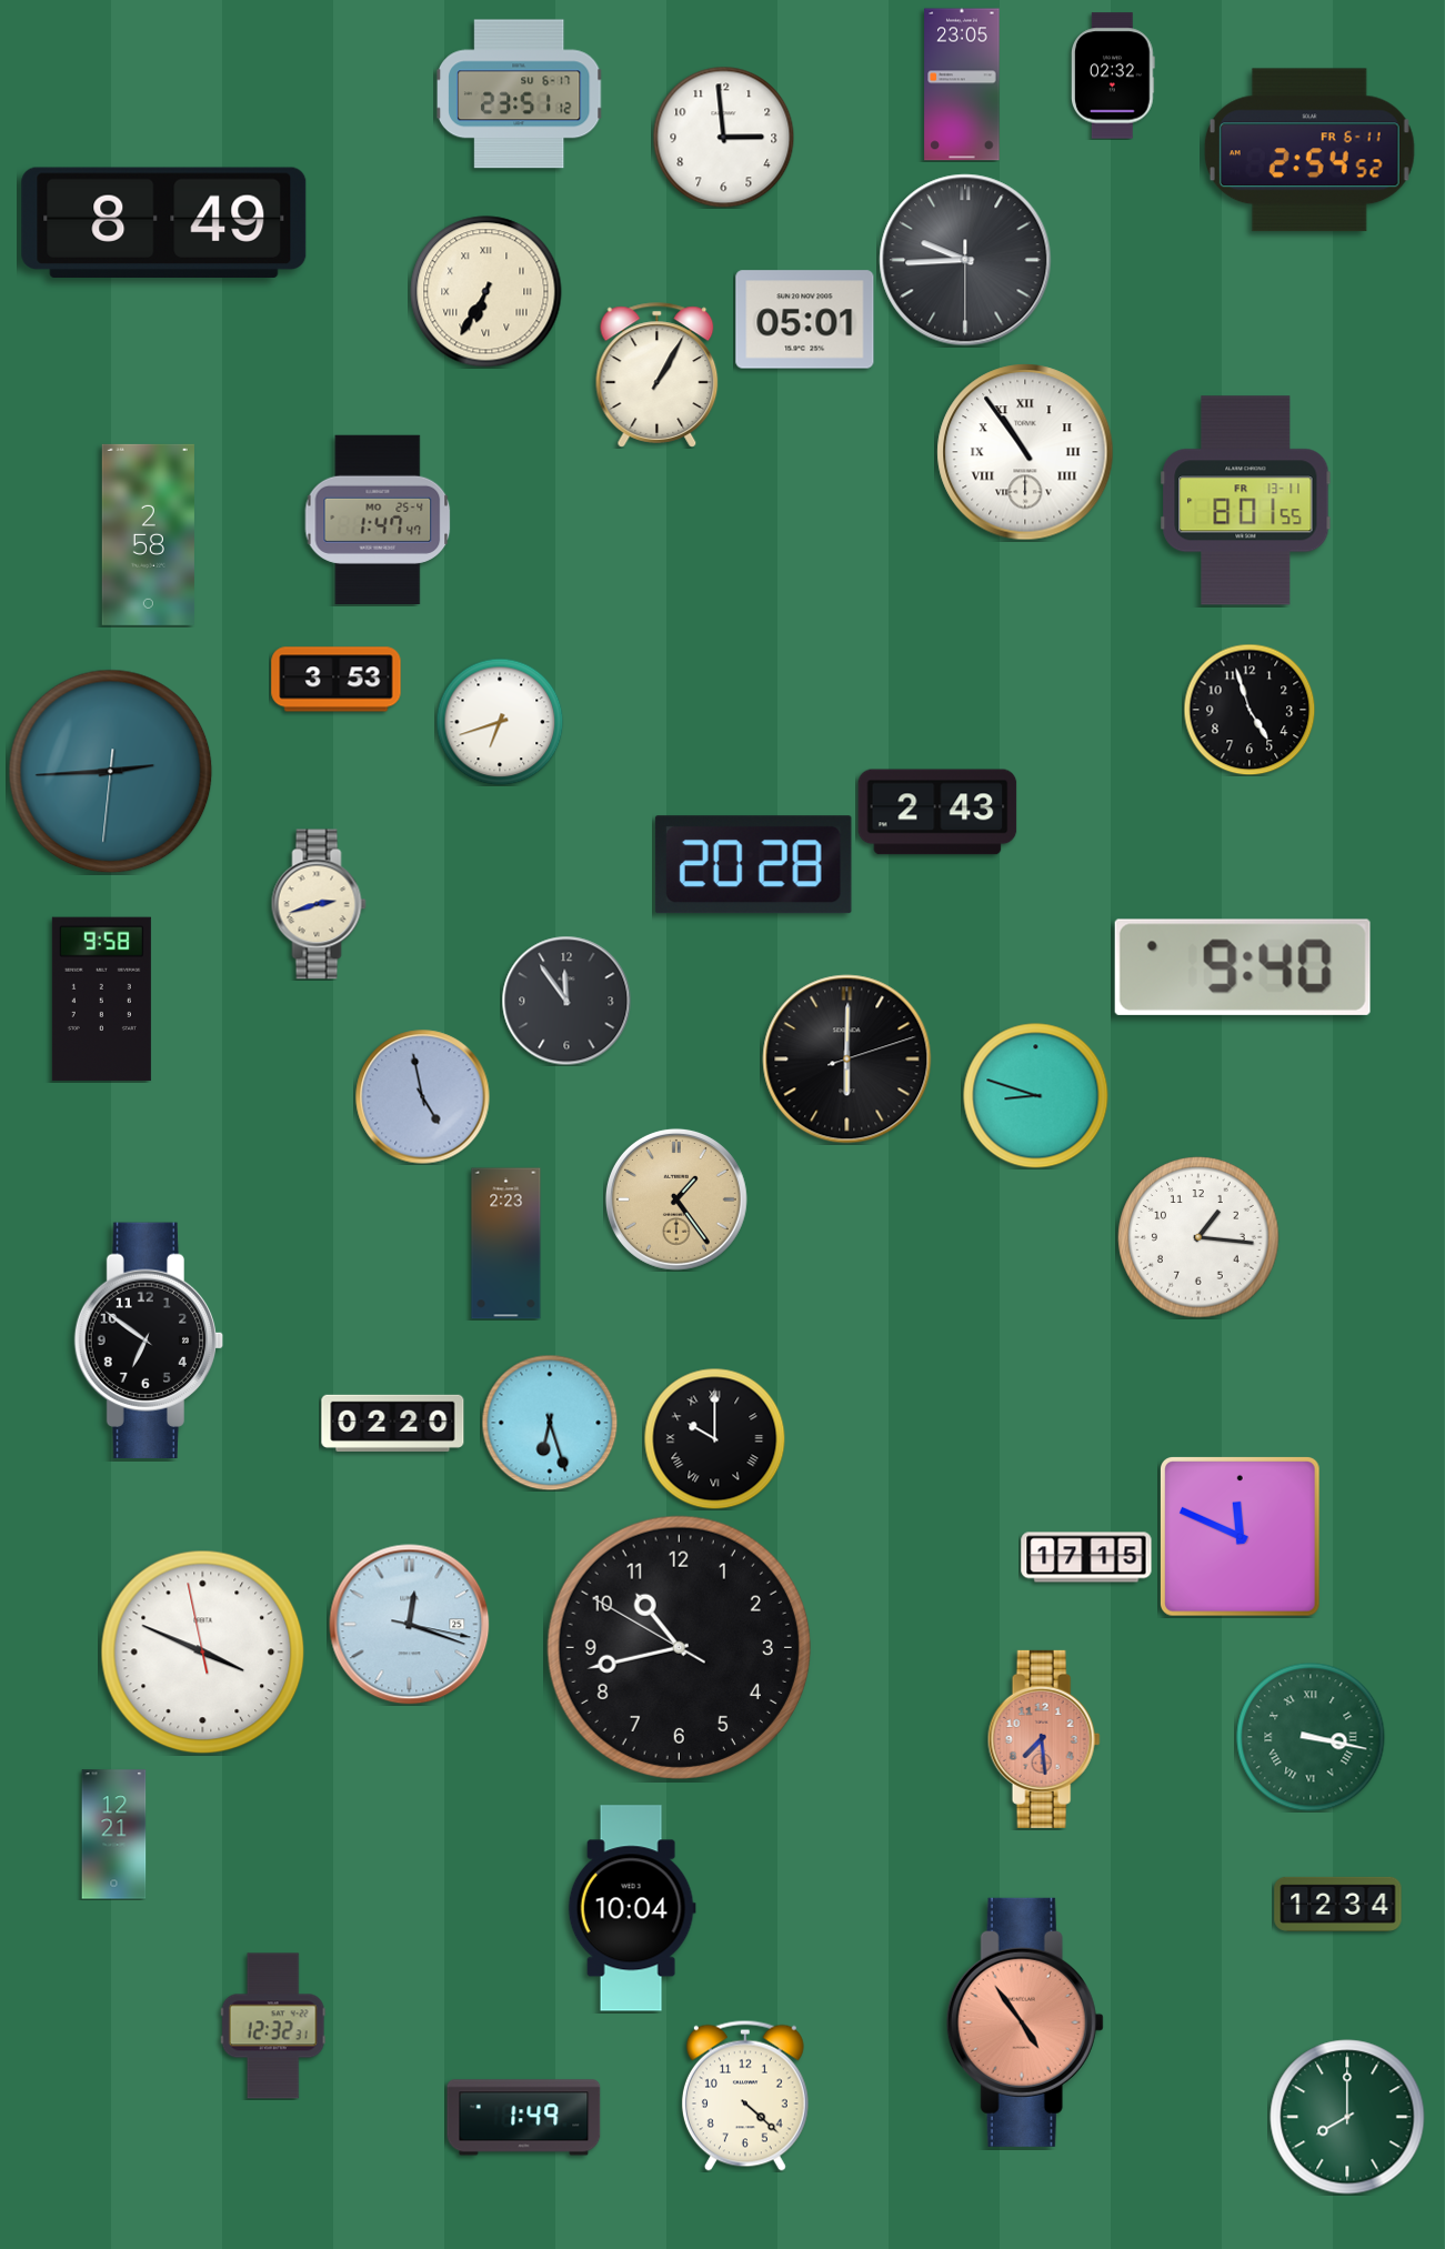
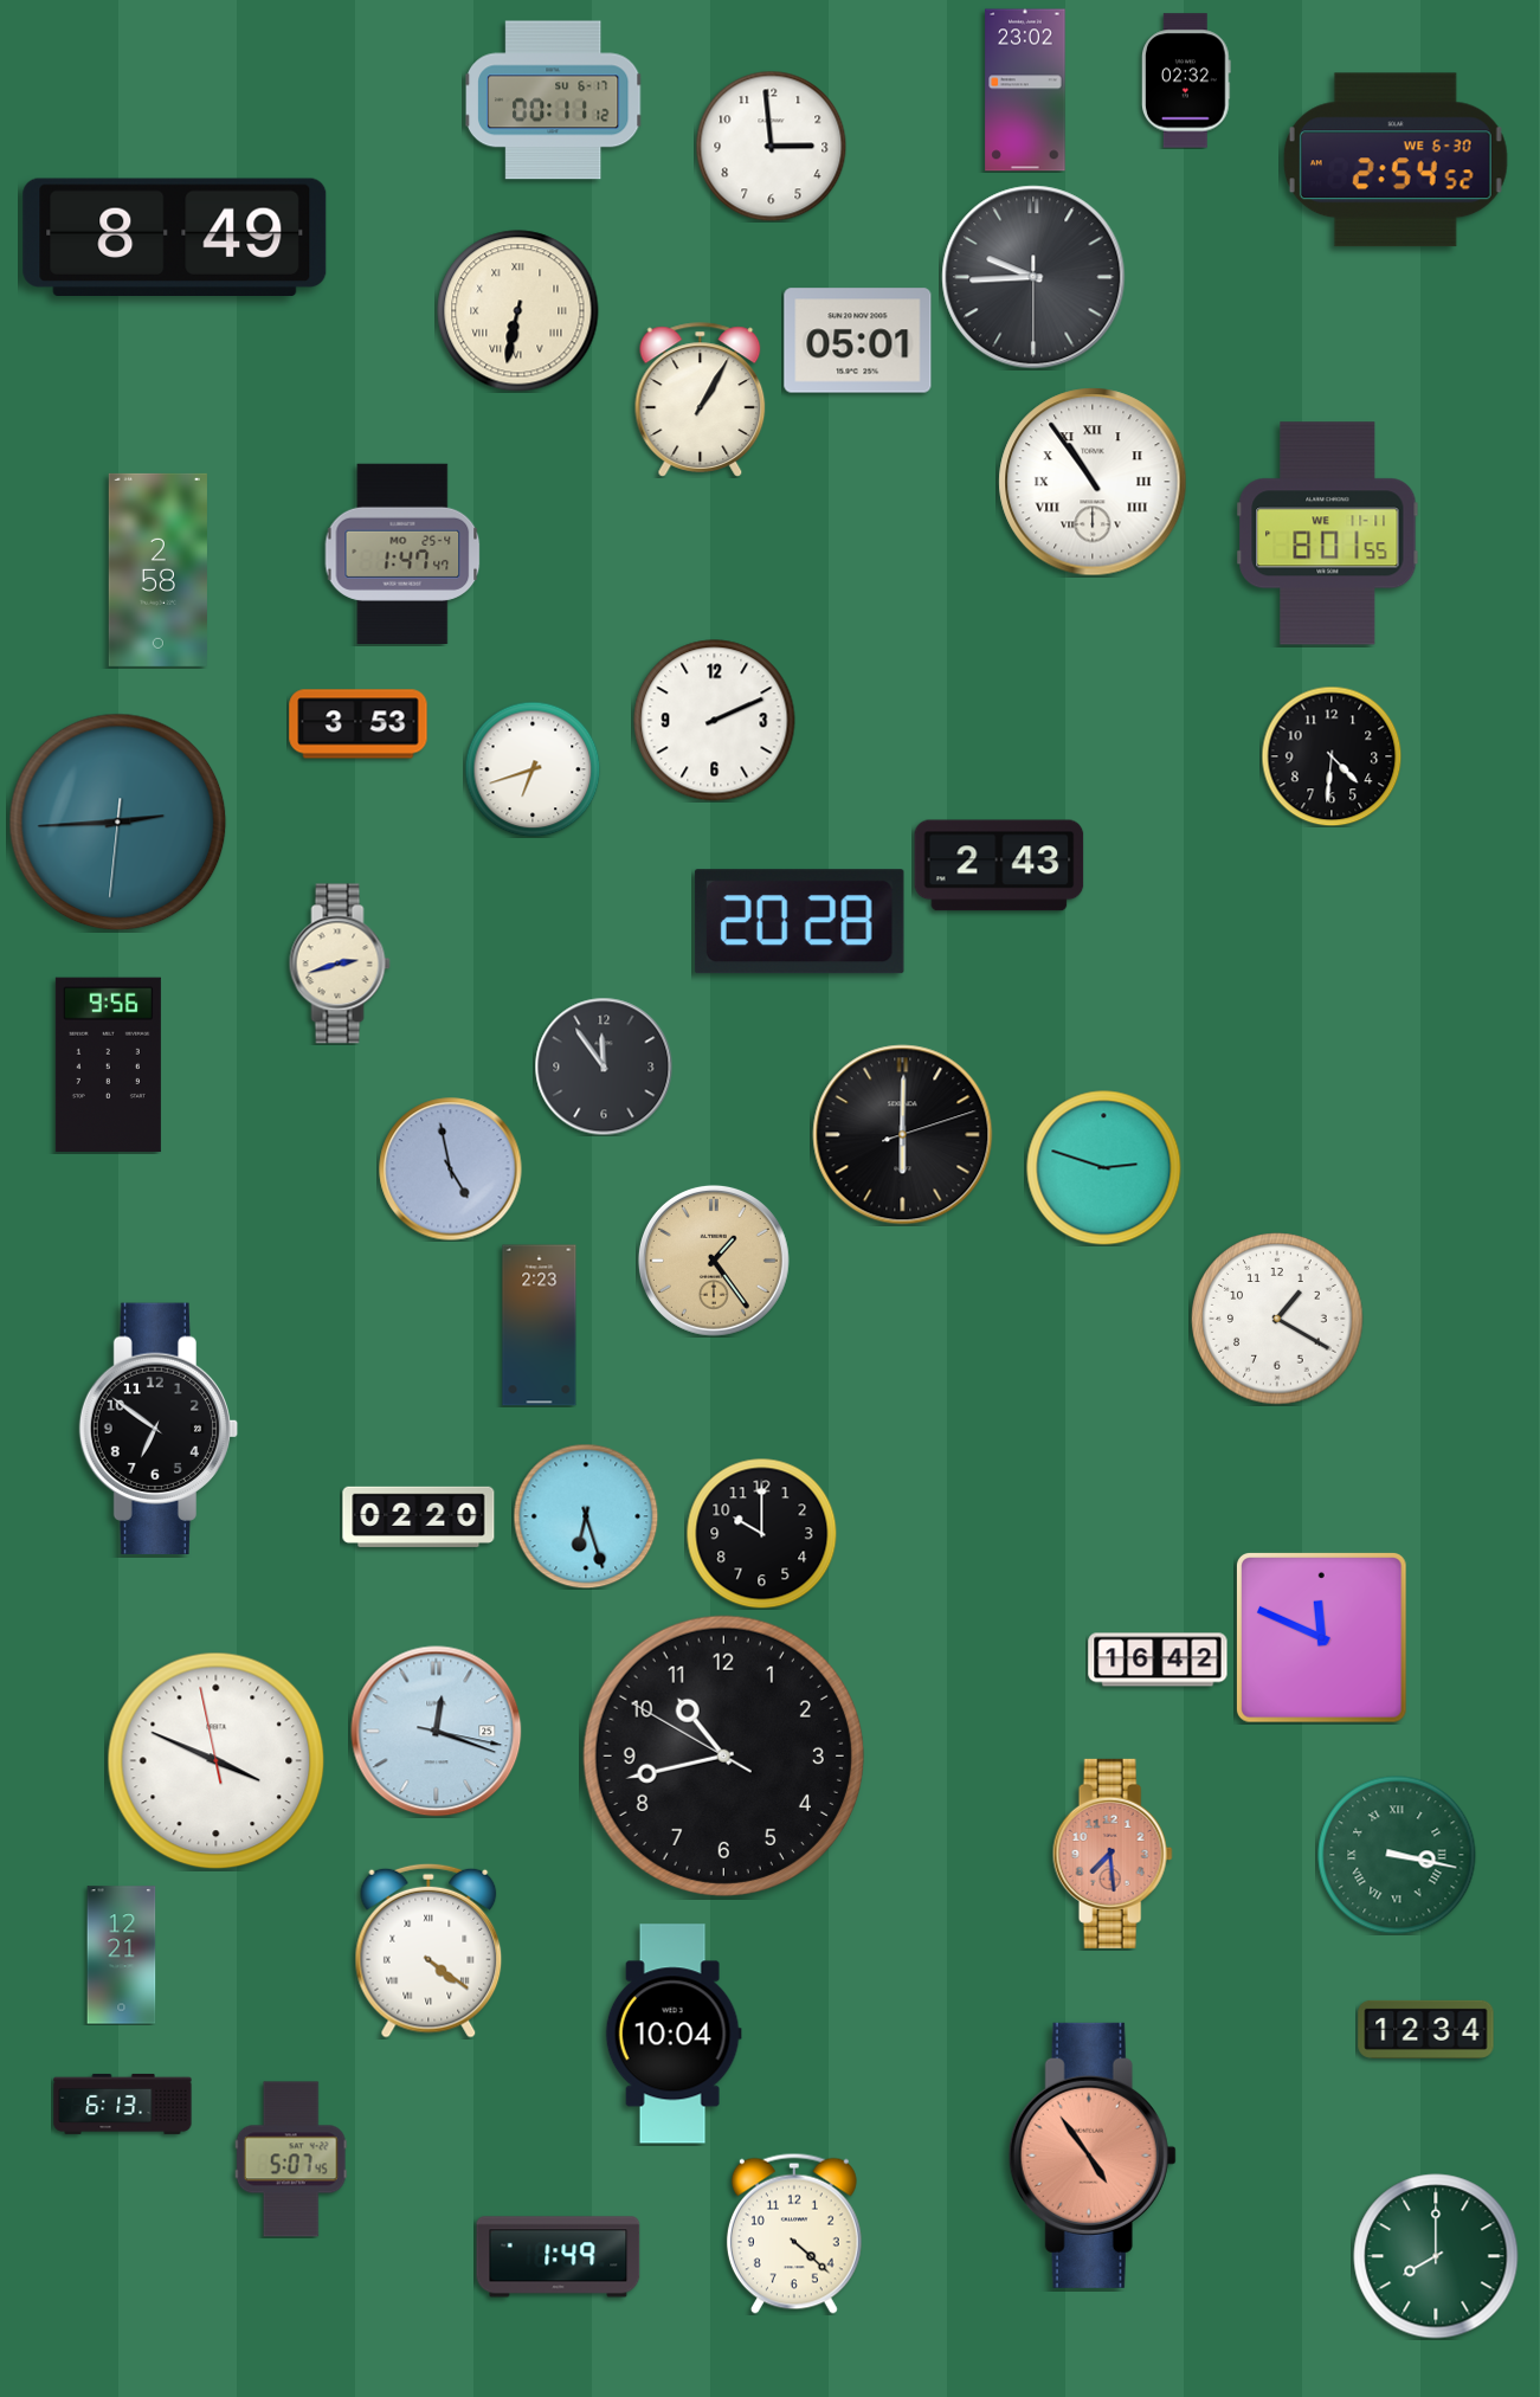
clock at (962, 84): 23:05 -> 23:02
clock at (520, 94): 23:51 -> 00:11
clock at (1309, 150) date: FR 6-11 -> WE 6-30
clock at (965, 260) position: (965, 260) -> (1033, 277)
clock at (486, 292): 6:35 -> 6:32
clock at (1246, 501) date: FR 13-11 -> WE 11-11
clock at (715, 721): none -> 2:11
clock at (1250, 710): 4:57 -> 4:31
clock at (753, 865) position: (753, 865) -> (799, 922)
clock at (1243, 967): 9:40 -> none
clock at (101, 1000): 9:58 -> 9:56
clock at (847, 1060) position: (847, 1060) -> (903, 1135)
clock at (1036, 1096): 8:48 -> 2:48
clock at (676, 1199) position: (676, 1199) -> (714, 1261)
clock at (1198, 1237): 1:16 -> 1:20
clock at (714, 1438) numerals: Roman -> Arabic
clock at (1086, 1557): 17:15 -> 16:42
clock at (1311, 1737) position: (1311, 1737) -> (1397, 1855)
clock at (429, 1951): none -> 4:21
clock at (123, 2103): none -> 6:13
clock at (273, 2026): 12:32 -> 5:07
